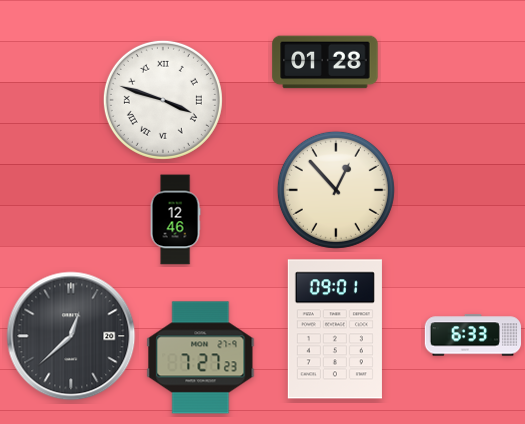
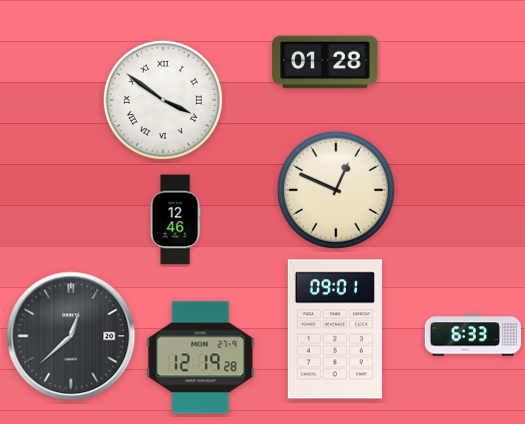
clock at (163, 100): 3:48 -> 3:51
clock at (336, 190): 12:53 -> 12:49
clock at (201, 358): 7:27 -> 12:19
